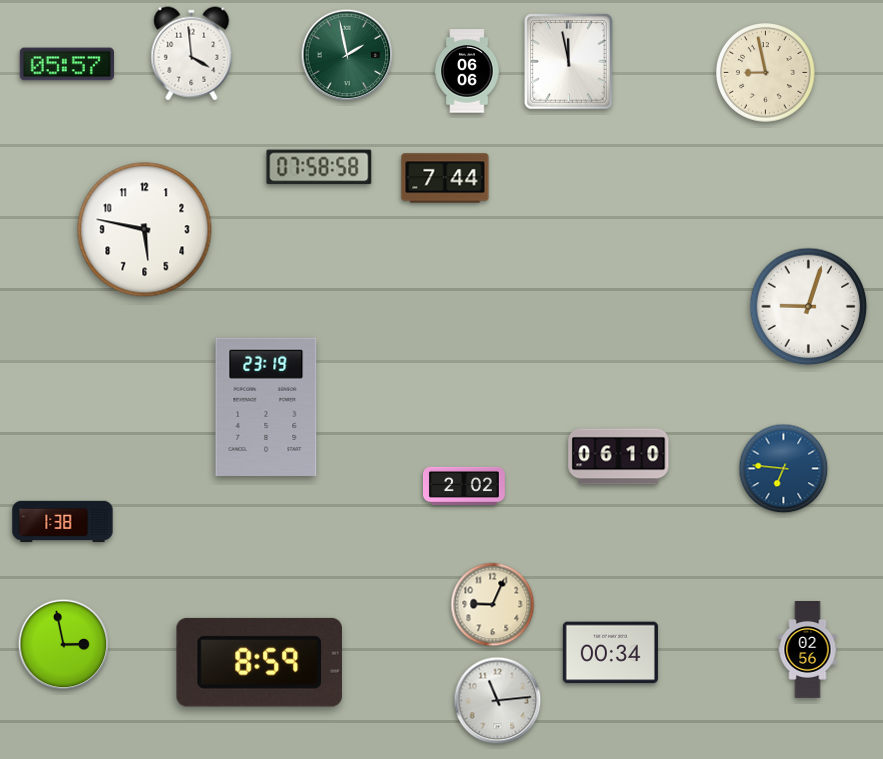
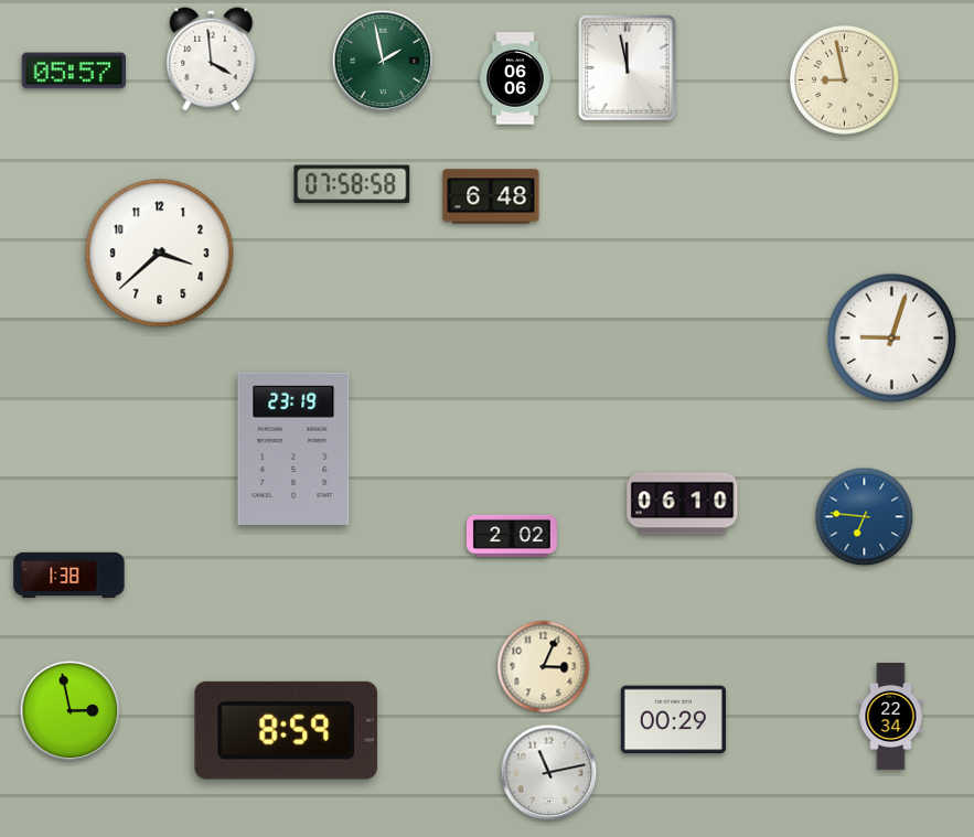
clock at (445, 178): 7:44 -> 6:48
clock at (145, 230): 5:47 -> 3:38
clock at (493, 605): 9:04 -> 3:04
clock at (808, 650): 02:56 -> 22:34
clock at (610, 653): 00:34 -> 00:29
clock at (498, 701): 11:14 -> 11:13
